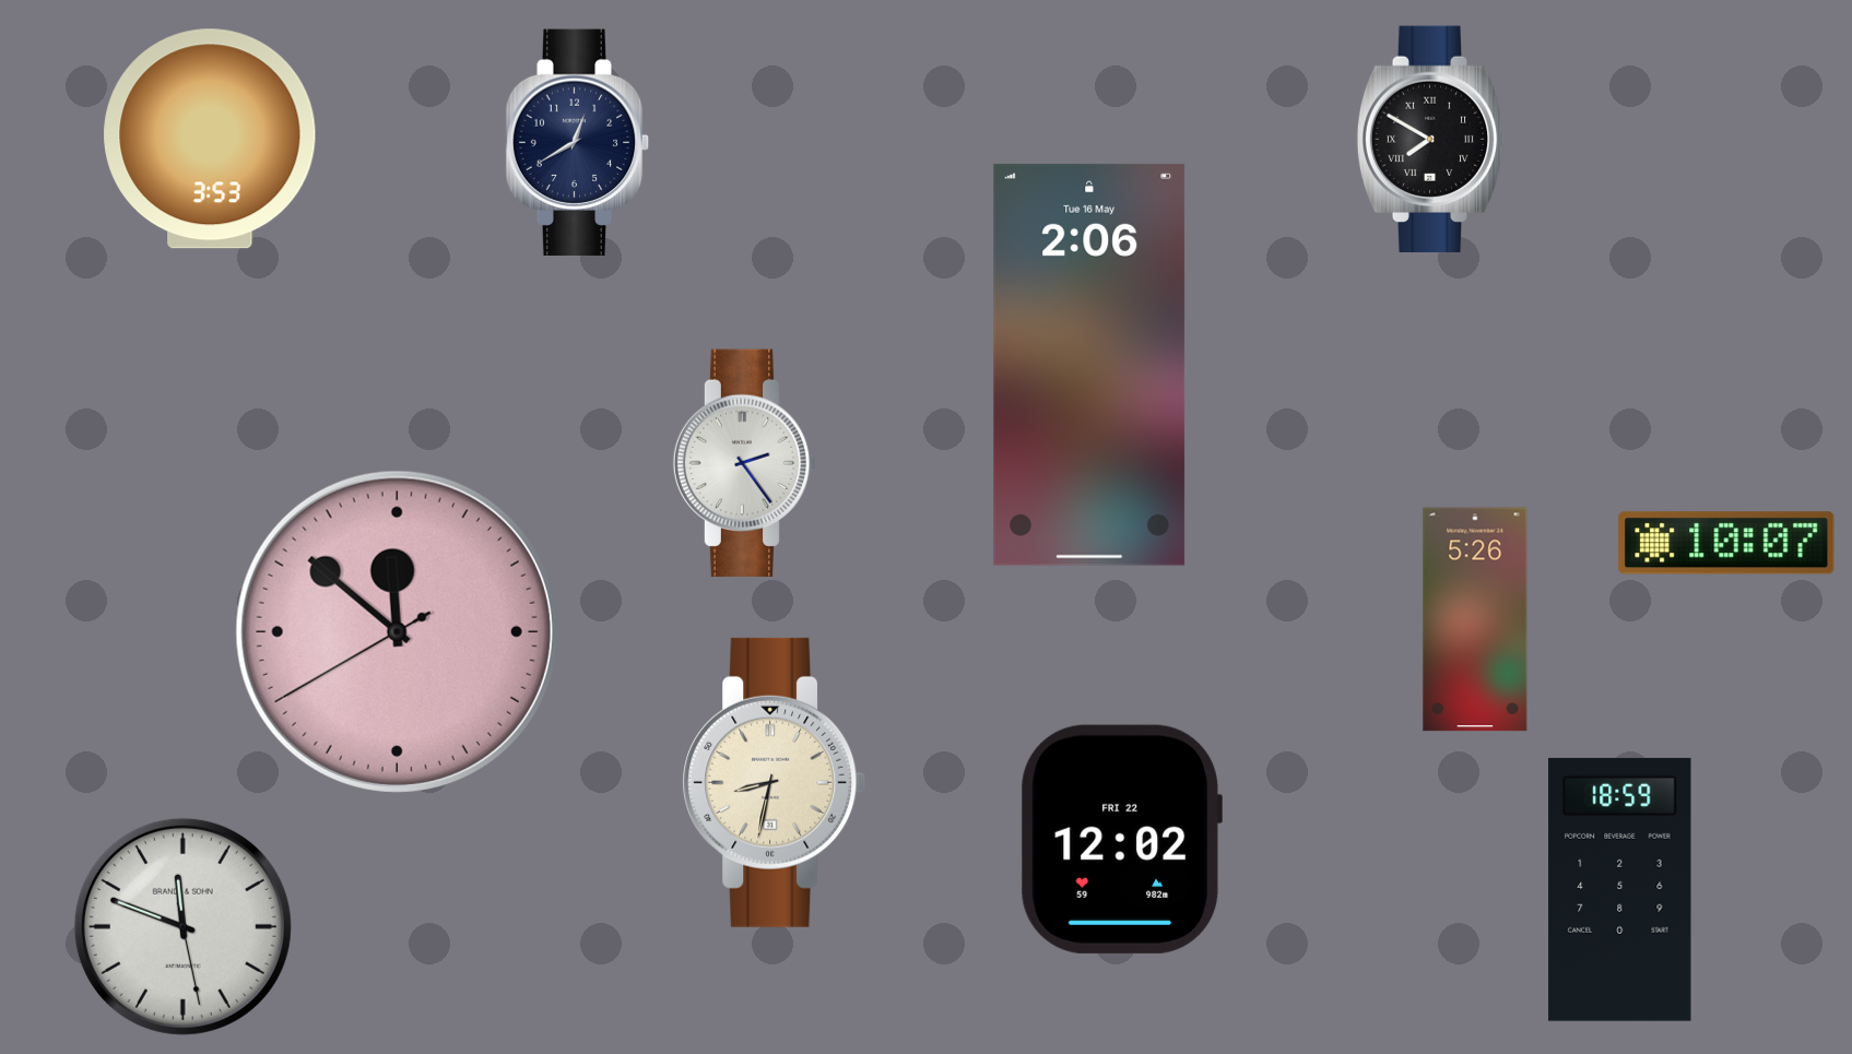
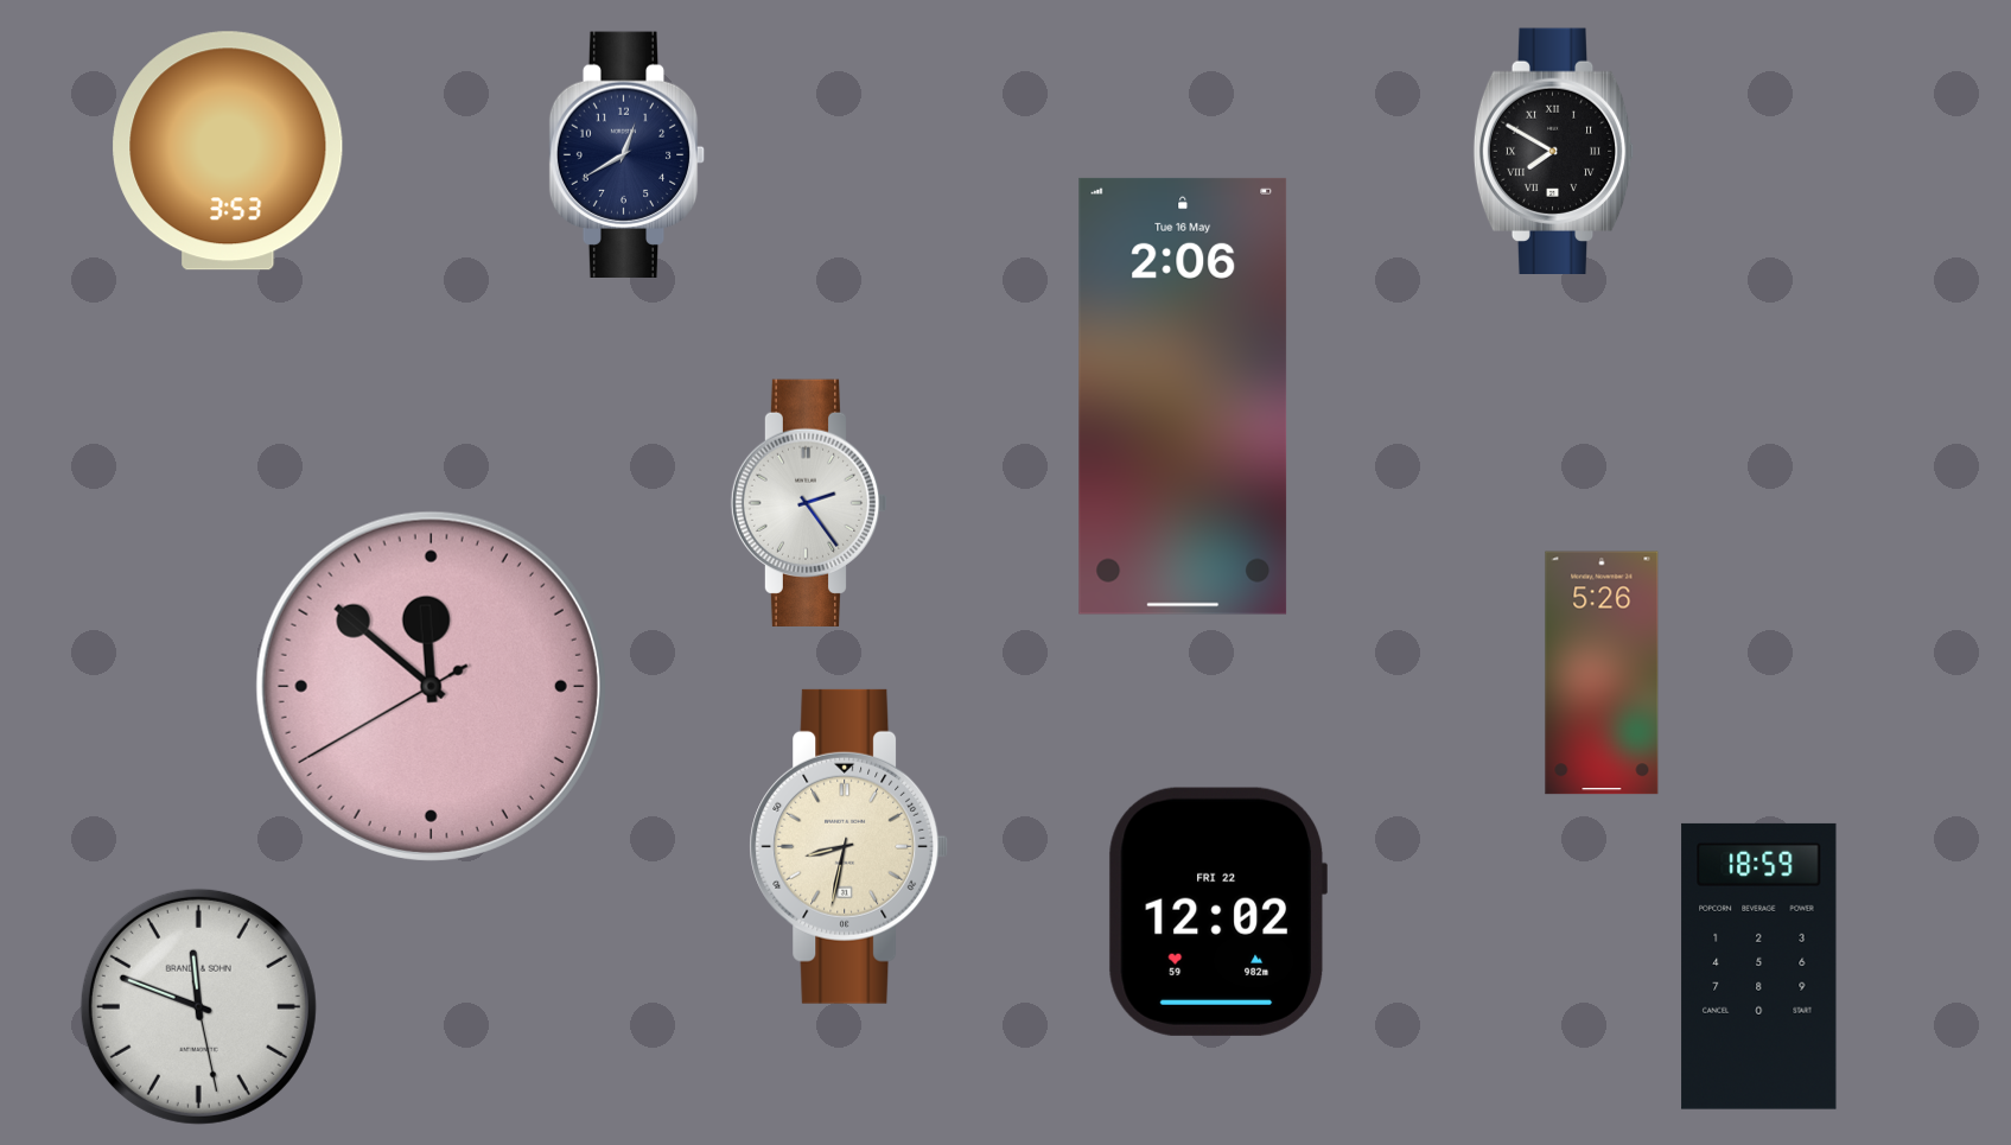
clock at (1726, 543): 10:07 -> none
clock at (775, 782) position: (775, 782) -> (849, 846)
